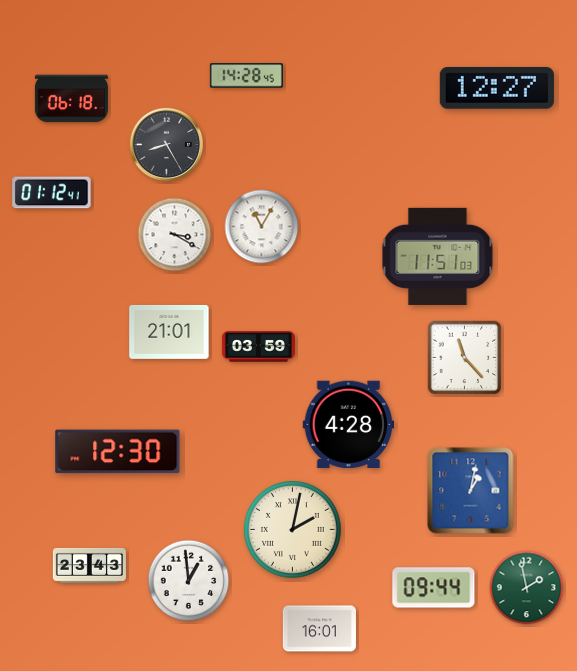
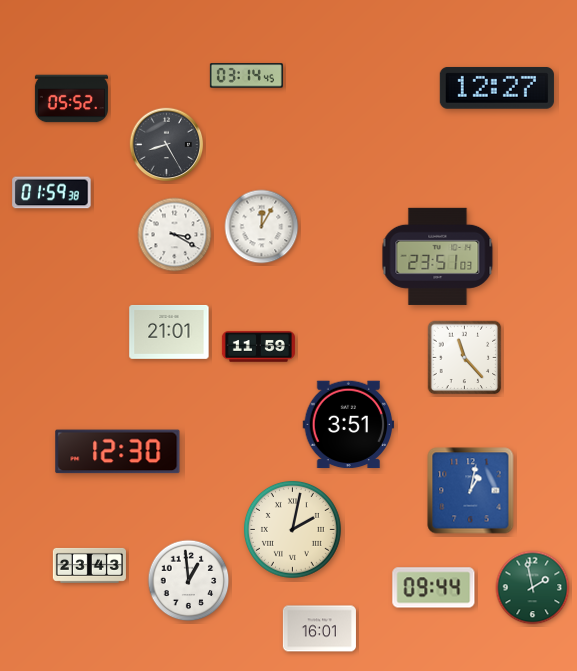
clock at (246, 76): 14:28 -> 03:14
clock at (71, 99): 06:18 -> 05:52
clock at (52, 193): 01:12 -> 01:59
clock at (262, 227): 11:05 -> 12:05
clock at (438, 256): 11:51 -> 23:51
clock at (258, 347): 03:59 -> 11:59
clock at (349, 425): 4:28 -> 3:51
clock at (527, 588) position: (527, 588) -> (533, 588)
